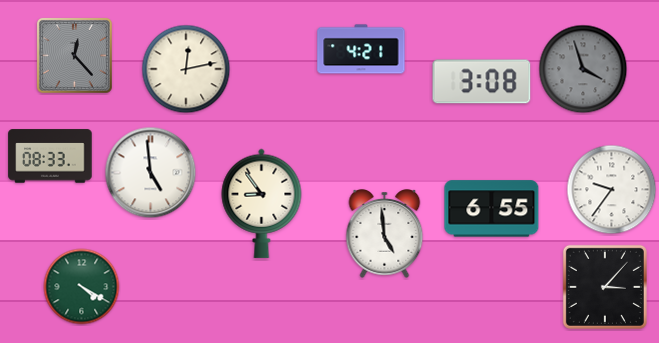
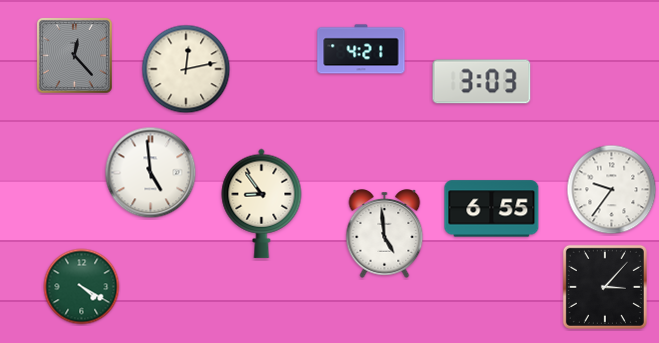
clock at (583, 69): 3:57 -> none
clock at (482, 82): 3:08 -> 3:03
clock at (50, 156): 08:33 -> none
